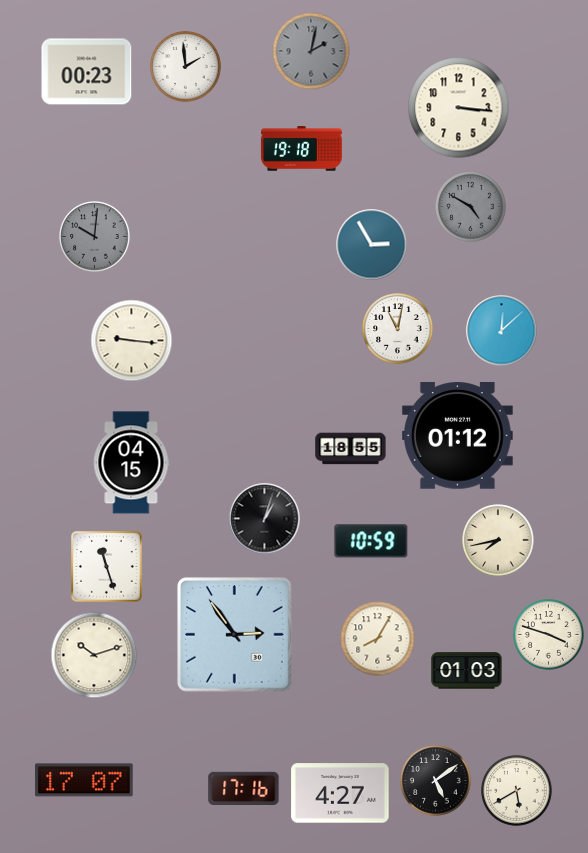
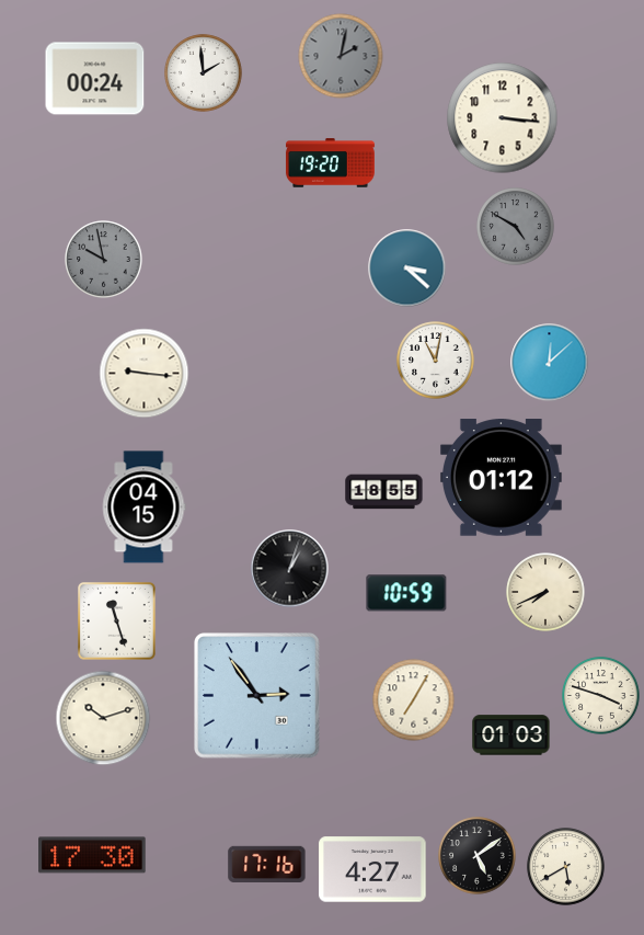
clock at (87, 72): 00:23 -> 00:24
clock at (301, 149): 19:18 -> 19:20
clock at (95, 237): 10:01 -> 9:58
clock at (372, 245): 2:55 -> 3:22
clock at (498, 540): 7:43 -> 7:41
clock at (378, 639): 8:05 -> 7:05
clock at (84, 780): 17:07 -> 17:30
